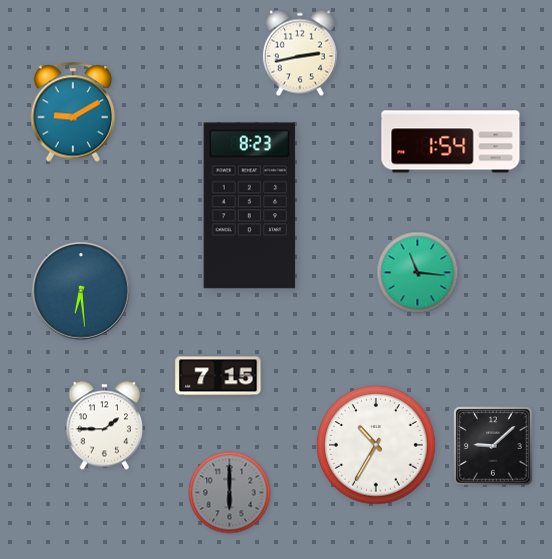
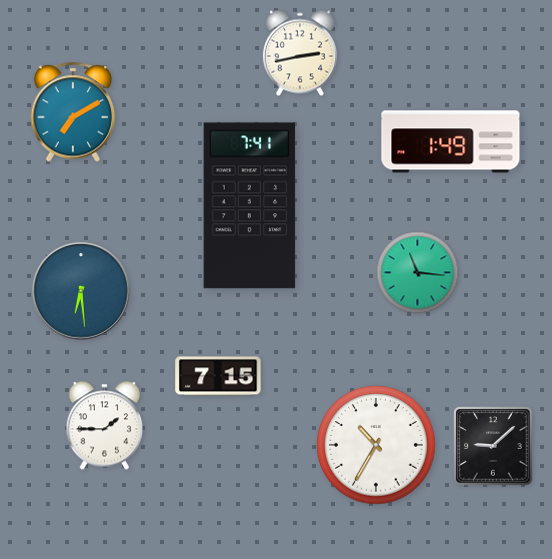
clock at (73, 112): 9:10 -> 7:10
clock at (451, 142): 1:54 -> 1:49
clock at (250, 206): 8:23 -> 7:41
clock at (230, 493): 6:00 -> none
